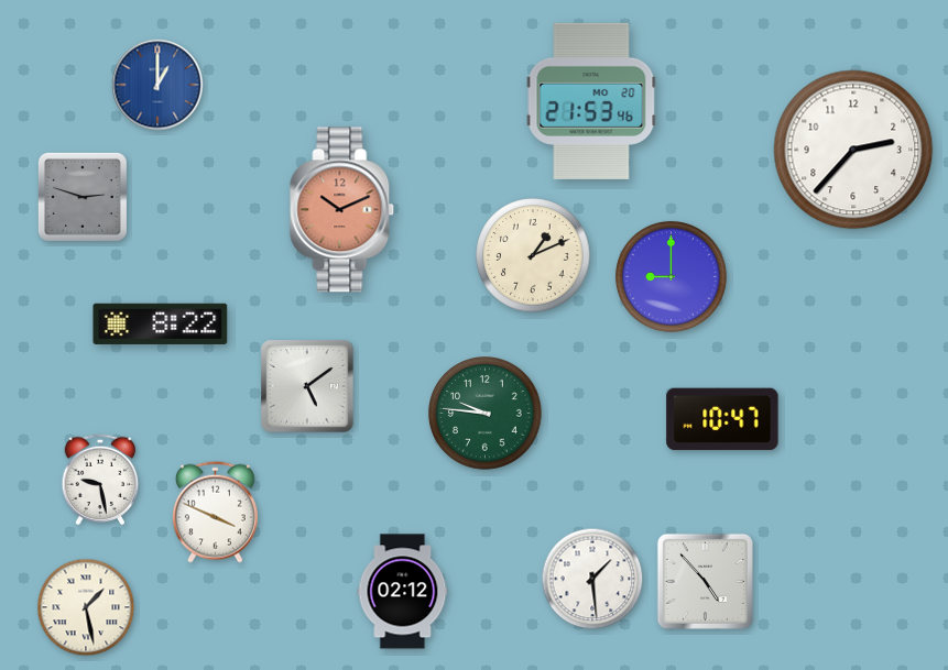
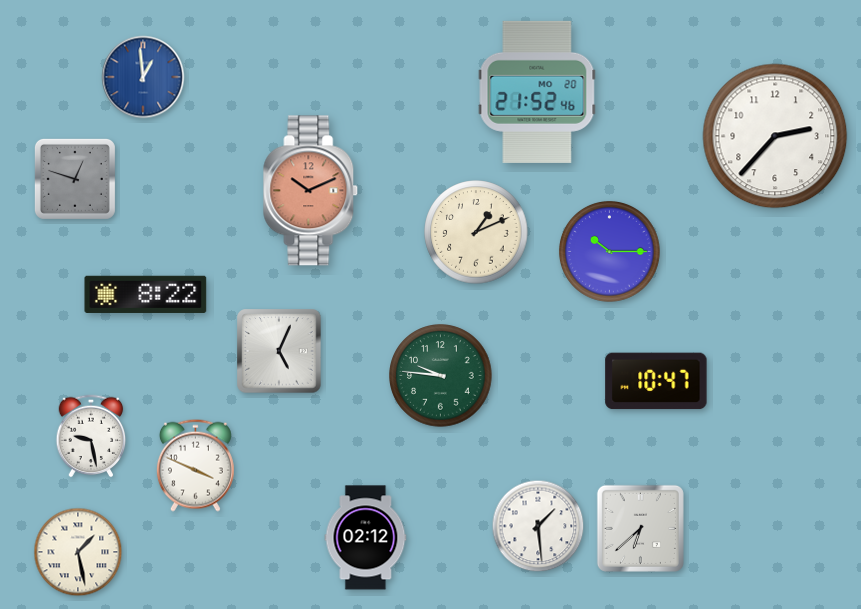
clock at (157, 85): 1:00 -> 12:59
clock at (591, 101): 21:53 -> 21:52
clock at (83, 197): 2:48 -> 12:48
clock at (533, 255) position: (533, 255) -> (476, 232)
clock at (672, 277): 9:00 -> 10:15
clock at (307, 386): 5:09 -> 5:04
clock at (705, 581): 4:53 -> 6:38
